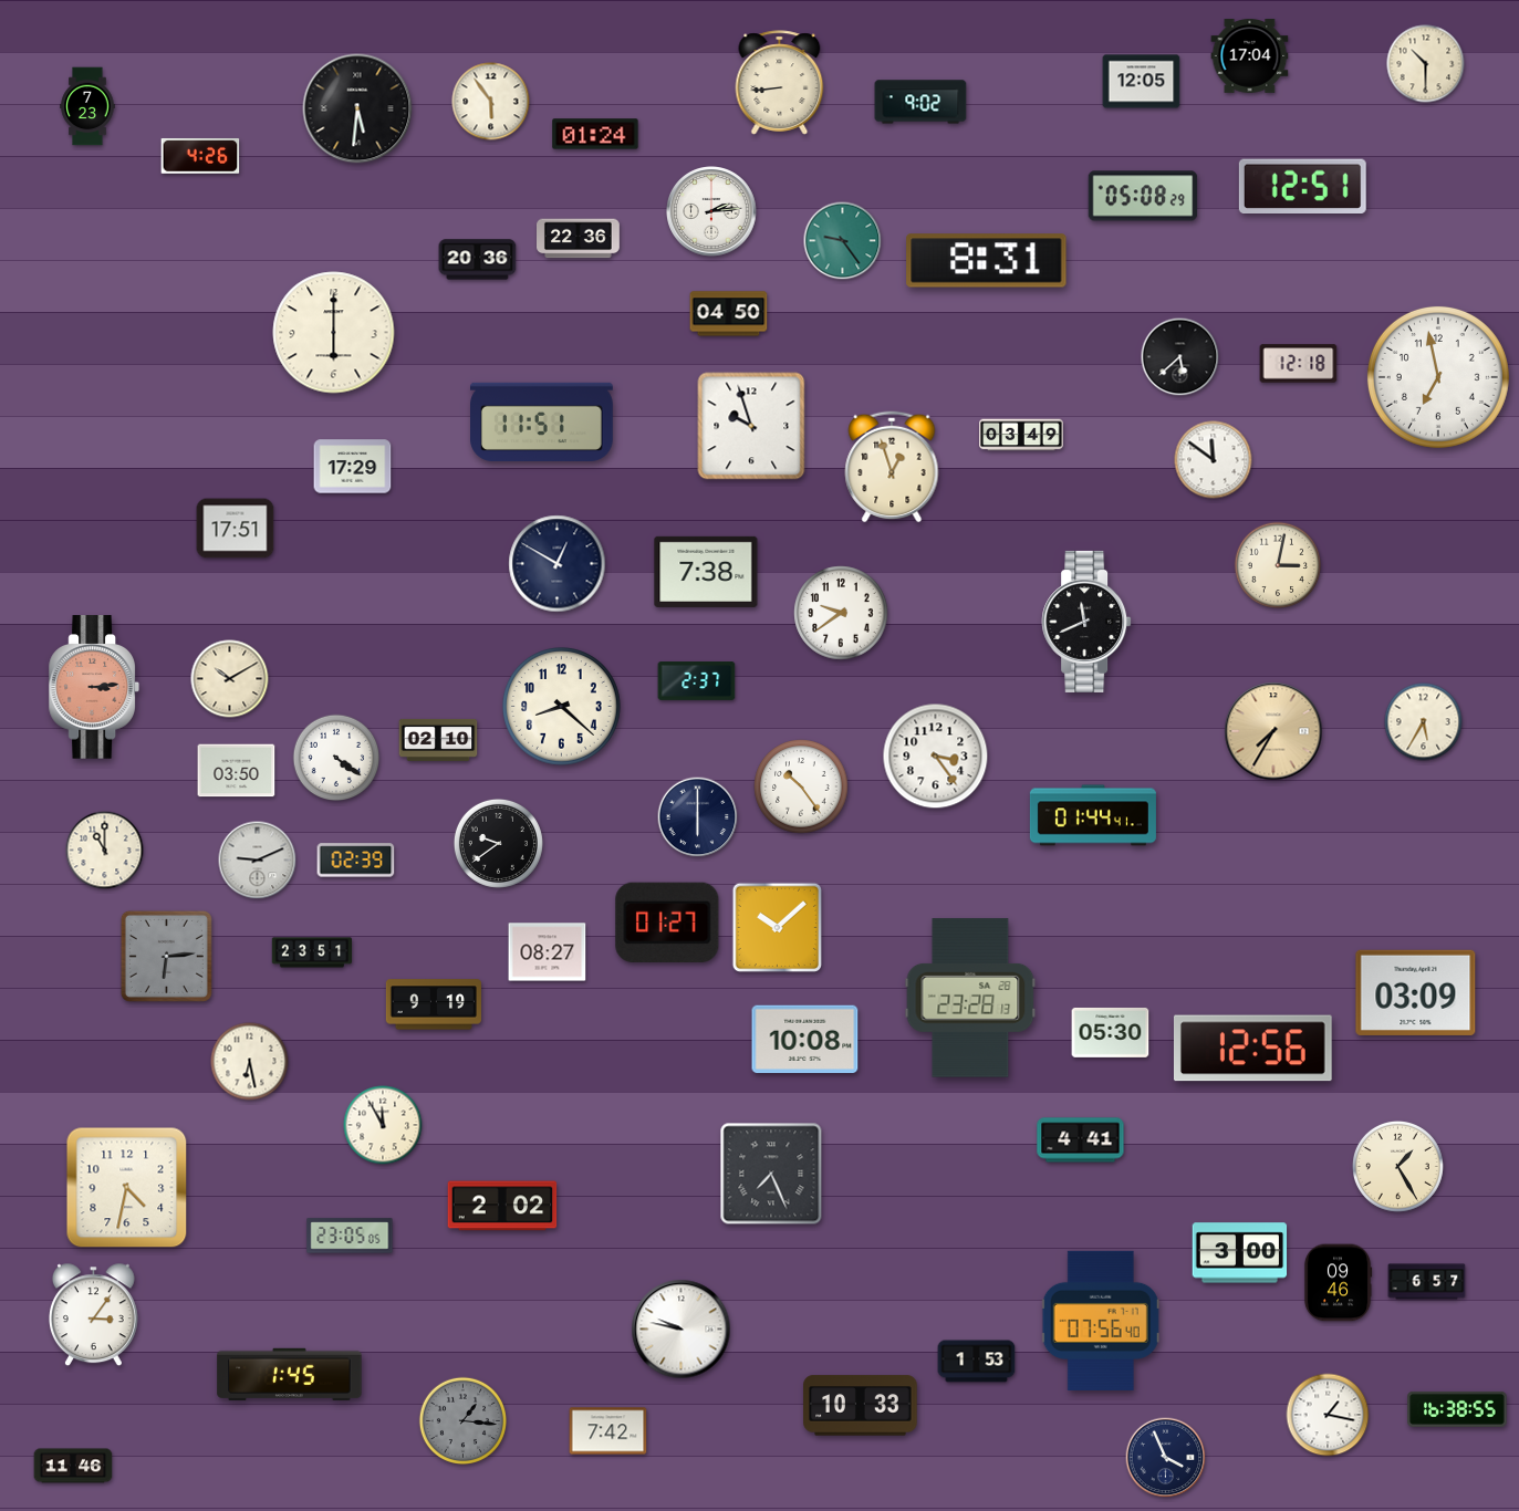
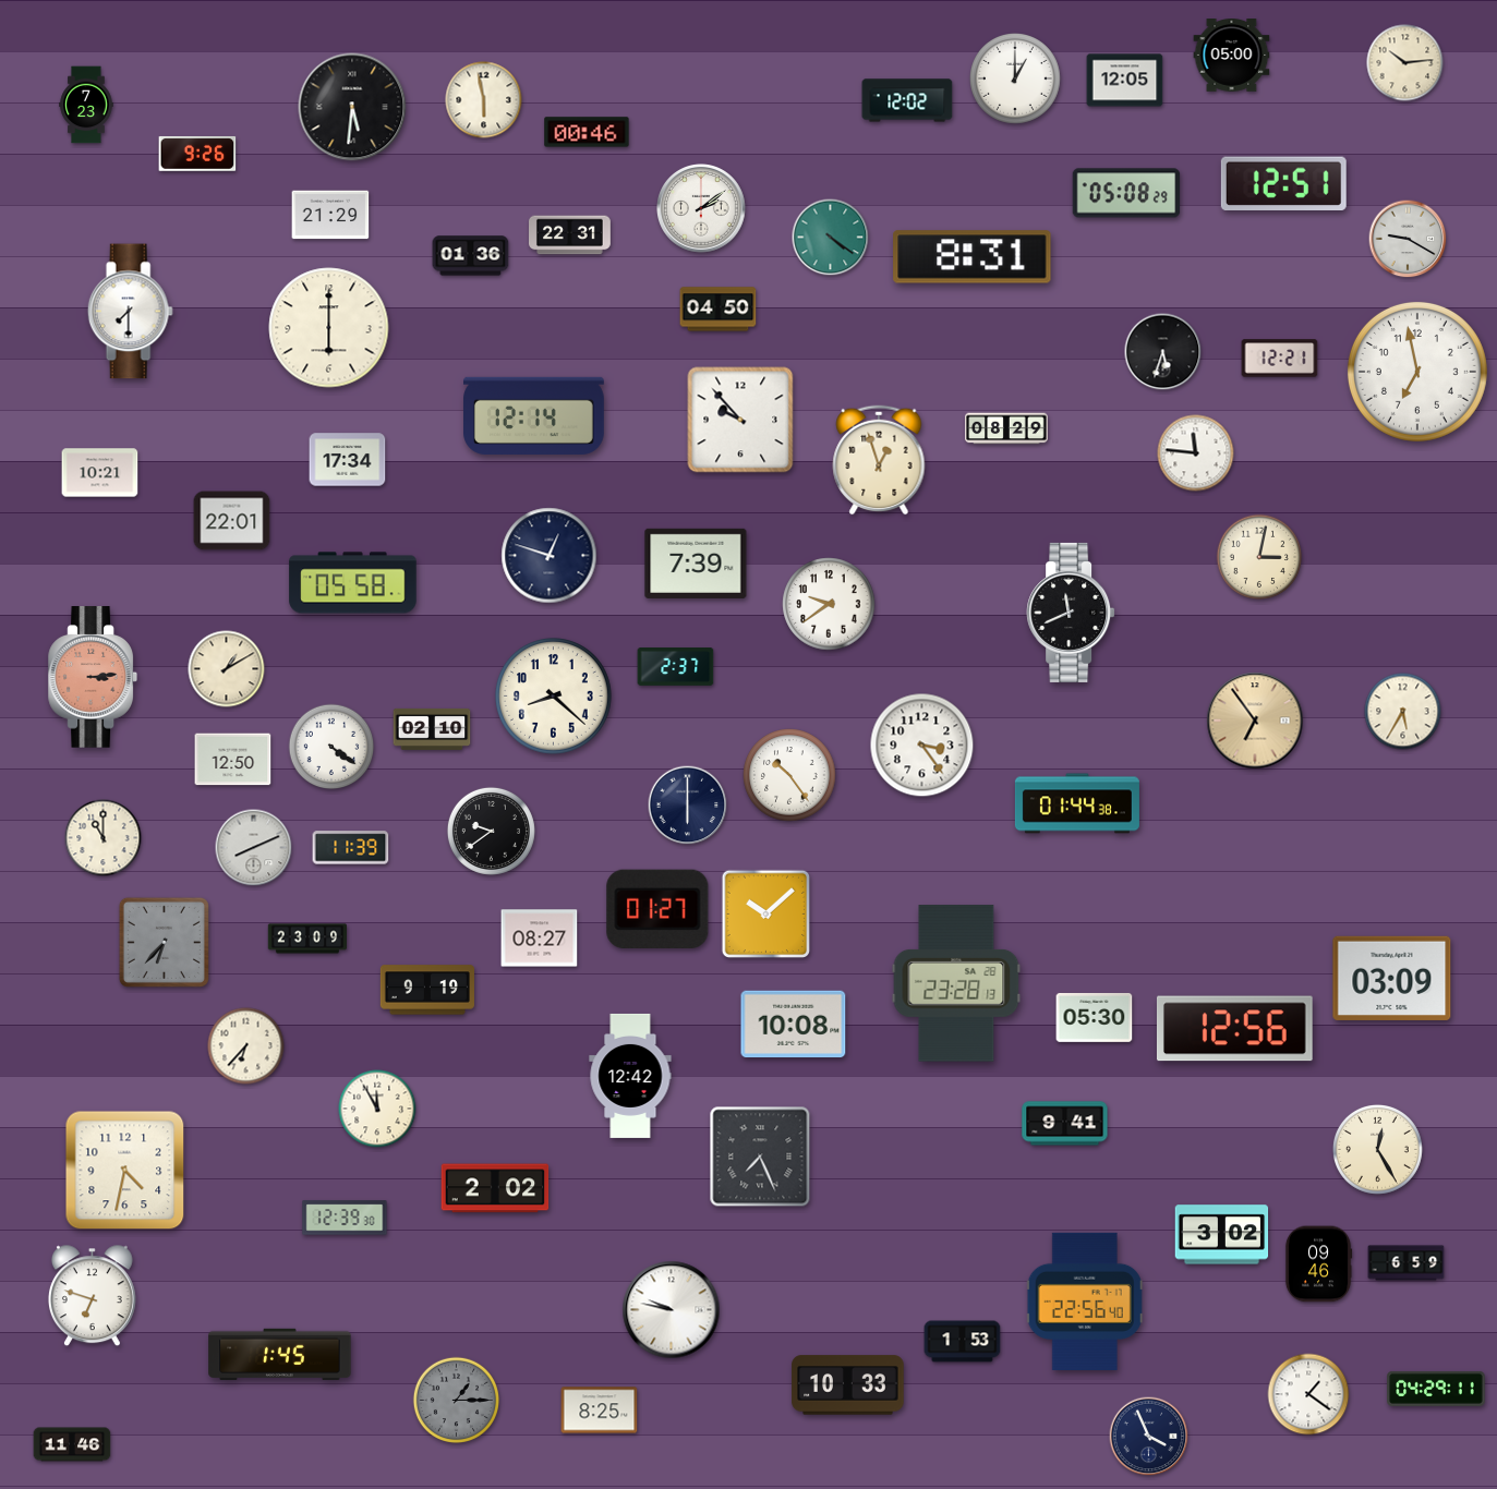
clock at (1250, 56): 17:04 -> 05:00
clock at (1426, 64): 10:30 -> 10:14
clock at (1016, 80): none -> 1:00
clock at (780, 83): 8:44 -> none
clock at (491, 102): 5:54 -> 5:58
clock at (920, 102): 9:02 -> 12:02
clock at (595, 134): 01:24 -> 00:46
clock at (200, 156): 4:26 -> 9:26
clock at (711, 211): 2:14 -> 2:09
clock at (330, 215): none -> 21:29
clock at (579, 239): 22:36 -> 22:31
clock at (843, 241): 9:24 -> 4:21
clock at (1408, 239): none -> 9:20
clock at (478, 260): 20:36 -> 01:36
clock at (130, 312): none -> 7:30
clock at (1180, 357): 5:38 -> 5:33
clock at (1299, 364): 12:18 -> 12:21
clock at (542, 421): 11:51 -> 12:14
clock at (751, 426): 9:57 -> 9:53
clock at (1021, 435): 03:49 -> 08:29
clock at (1214, 460): 11:51 -> 11:46
clock at (353, 467): 17:29 -> 17:34
clock at (100, 473): none -> 10:21
clock at (236, 529): 17:51 -> 22:01
clock at (558, 564): 12:50 -> 12:48
clock at (706, 572): 7:38 -> 7:39
clock at (353, 583): none -> 05:58
clock at (230, 679): 10:10 -> 1:10
clock at (697, 681) position: (697, 681) -> (676, 667)
clock at (1273, 731): 7:35 -> 6:54
clock at (237, 771): 03:50 -> 12:50
clock at (1093, 815): 01:44:41 -> 01:44:38
clock at (258, 861): 9:11 -> 8:11
clock at (356, 861): 02:39 -> 11:39
clock at (312, 952): 23:51 -> 23:09
clock at (166, 956): 6:14 -> 6:37
clock at (1416, 992) position: (1416, 992) -> (1392, 978)
clock at (1252, 1049) position: (1252, 1049) -> (1234, 1029)
clock at (250, 1062): 6:28 -> 6:37
clock at (630, 1076): none -> 12:42
clock at (1081, 1140): 4:41 -> 9:41
clock at (1397, 1166): 1:25 -> 12:25
clock at (350, 1236): 23:05 -> 12:39
clock at (1240, 1253): 3:00 -> 3:02
clock at (1427, 1282): 6:57 -> 6:59
clock at (93, 1315): 3:06 -> 6:48
clock at (1101, 1321): 07:56 -> 22:56
clock at (290, 1375) position: (290, 1375) -> (280, 1355)
clock at (1457, 1409): 16:38 -> 04:29
clock at (1328, 1415): 1:17 -> 1:21
clock at (462, 1420): 1:16 -> 1:15
clock at (608, 1431): 7:42 -> 8:25
